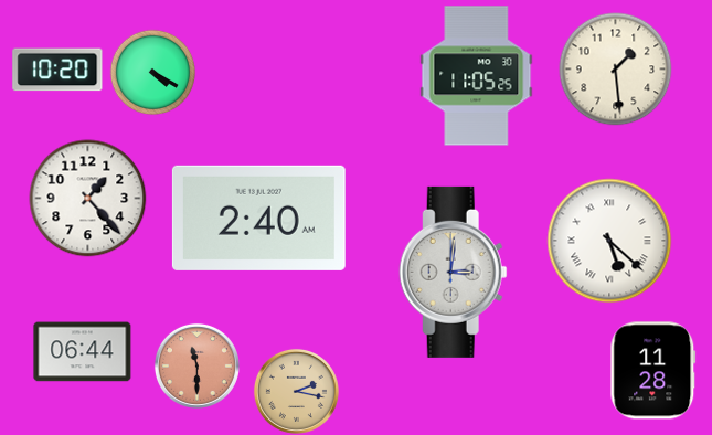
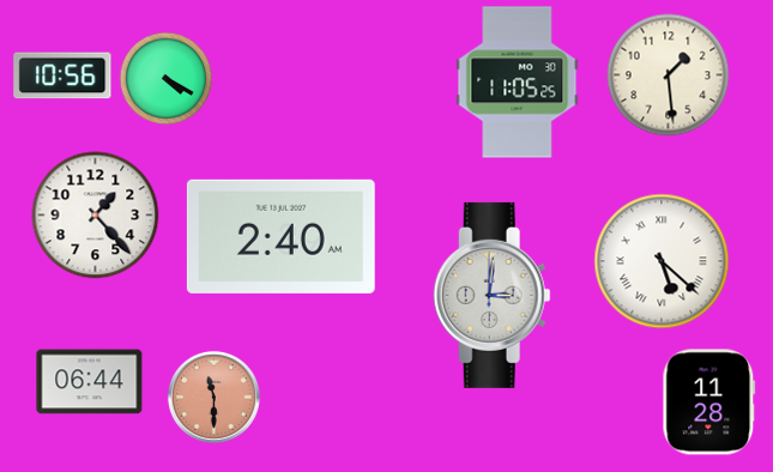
clock at (57, 70): 10:20 -> 10:56
clock at (296, 391): 2:17 -> none
